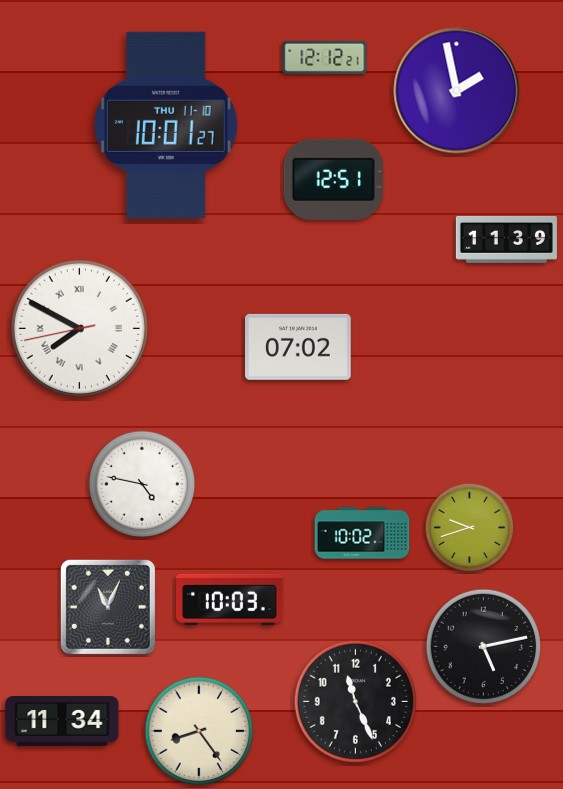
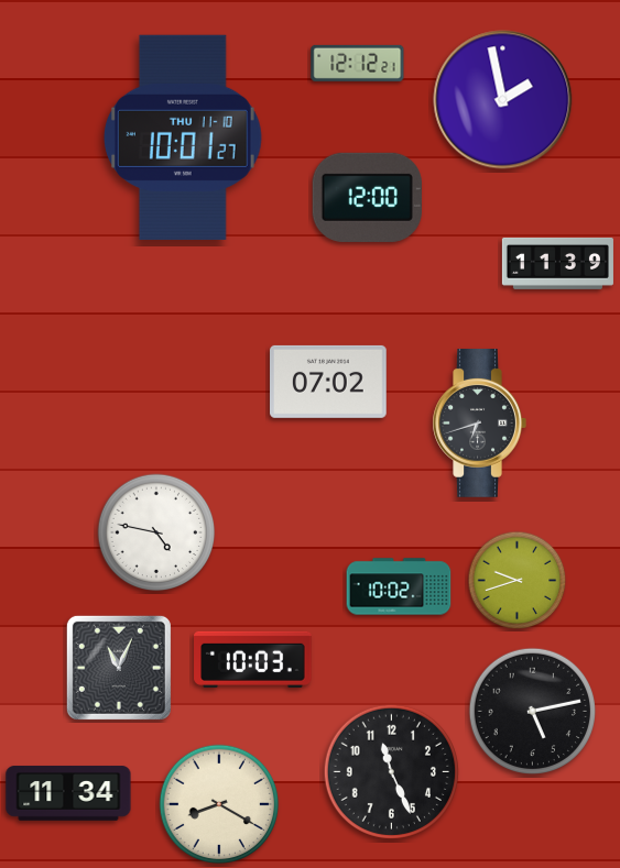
clock at (333, 179): 12:51 -> 12:00
clock at (79, 328): 7:49 -> none
clock at (479, 424): none -> 6:42
clock at (199, 731): 8:24 -> 8:20
